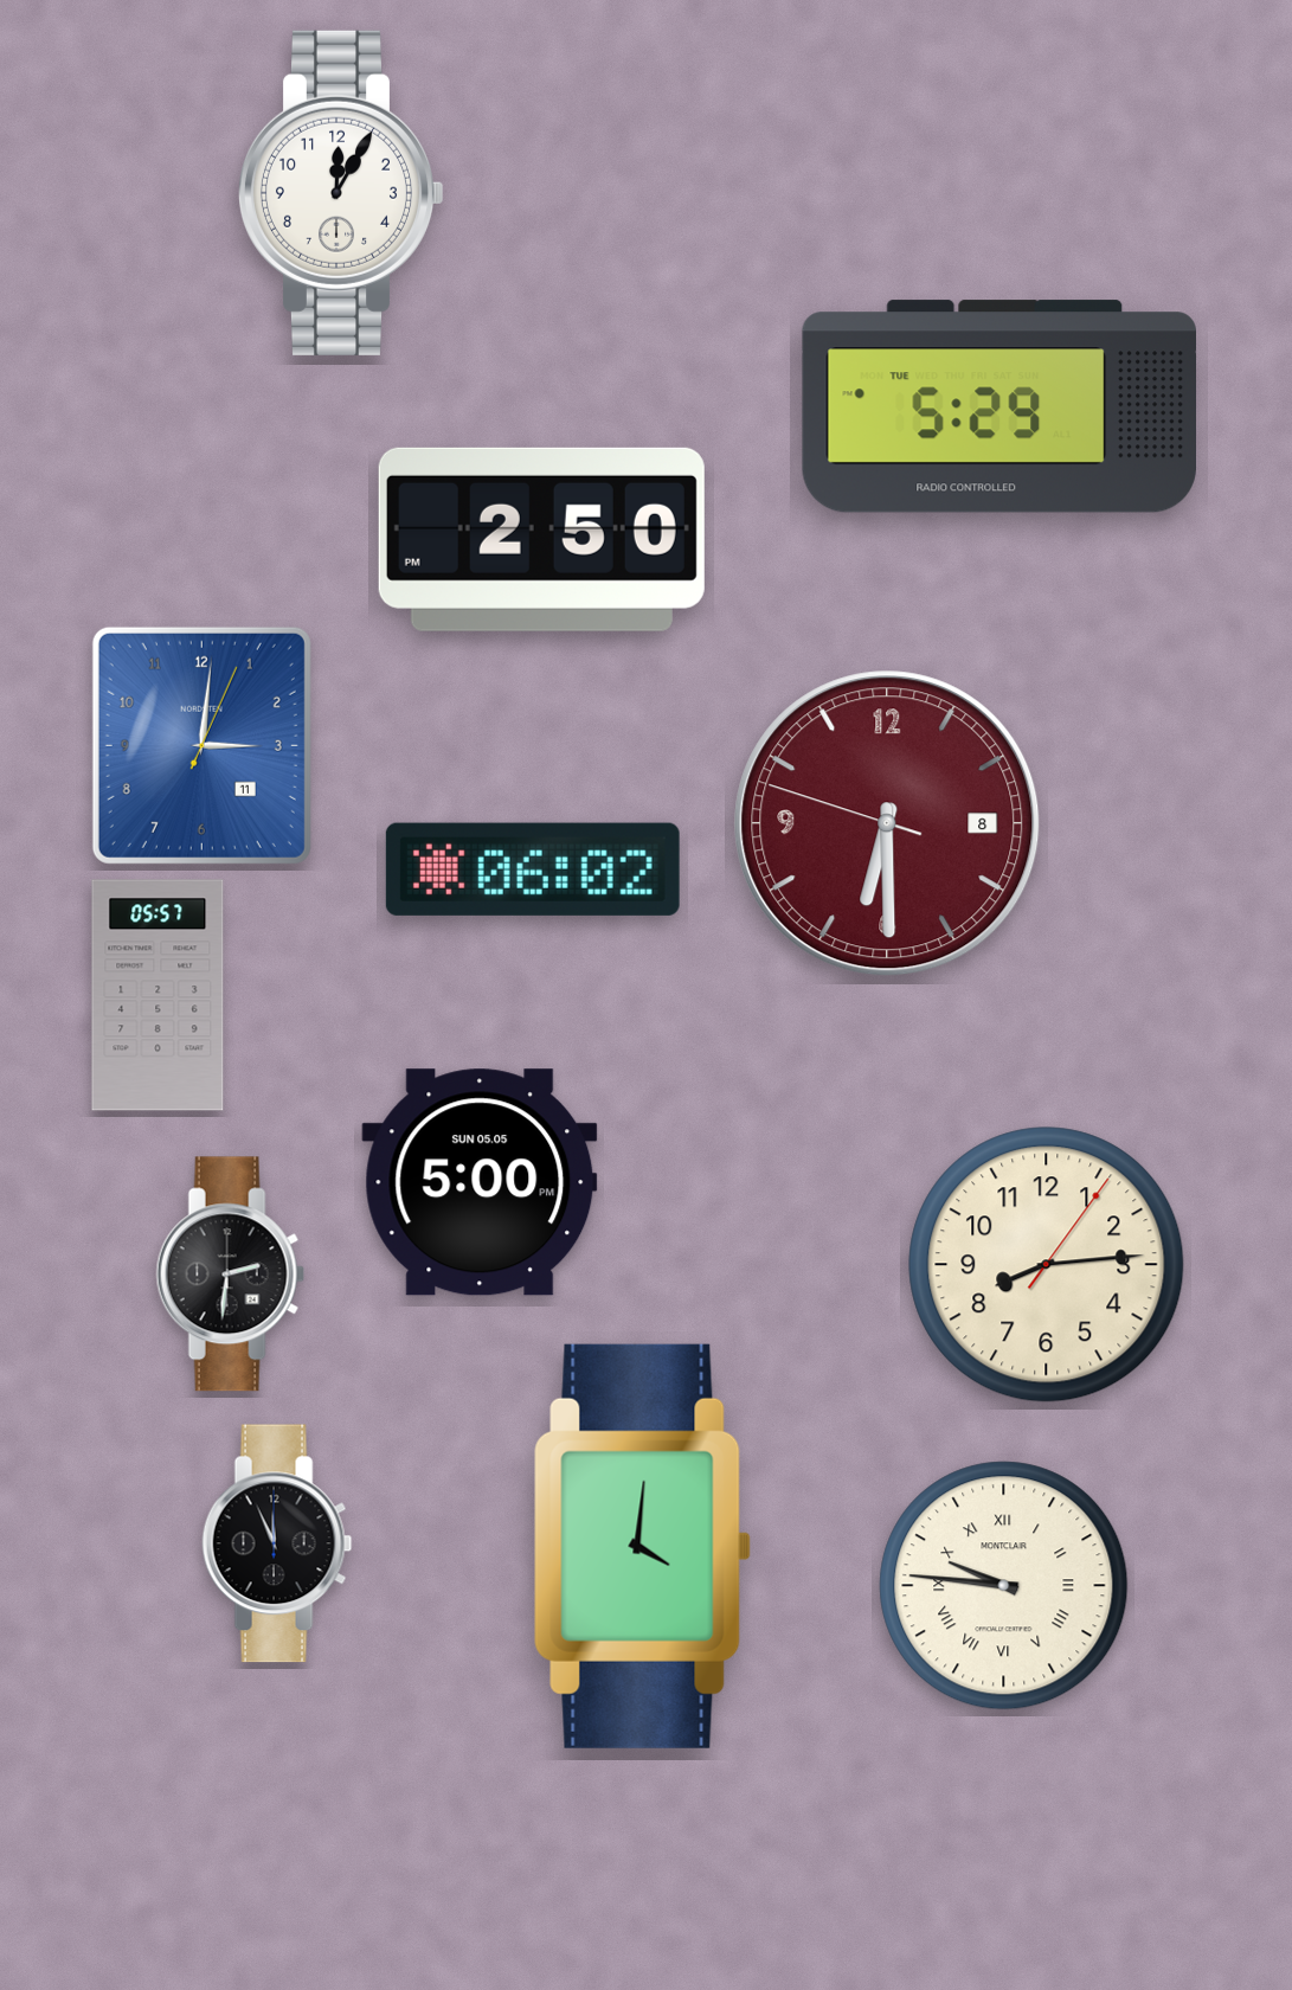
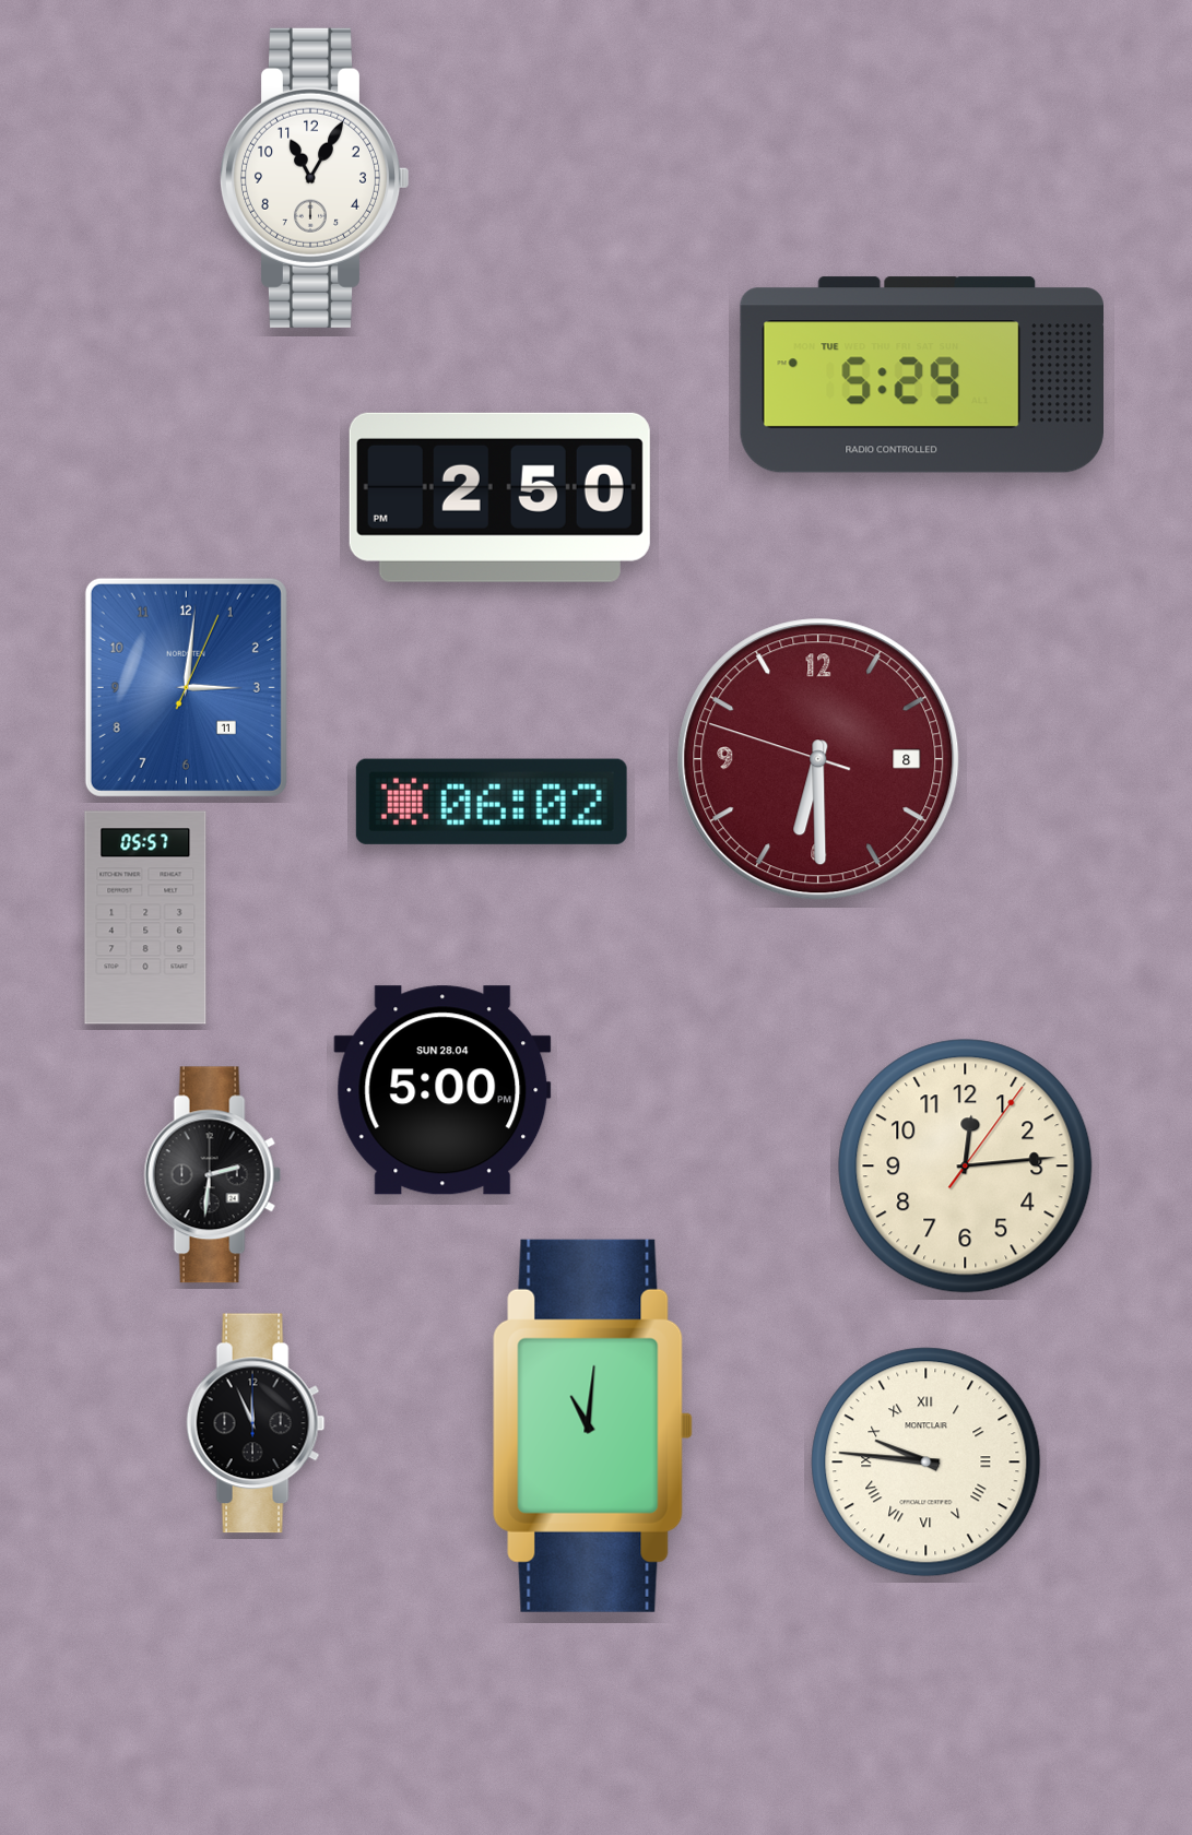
clock at (341, 193): 12:05 -> 11:05
clock at (480, 1182) date: SUN 05.05 -> SUN 28.04
clock at (1047, 1265): 8:14 -> 12:14
clock at (642, 1546): 4:01 -> 11:01
